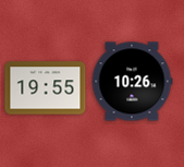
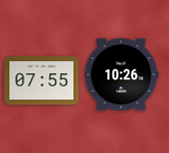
clock at (46, 88): 19:55 -> 07:55
